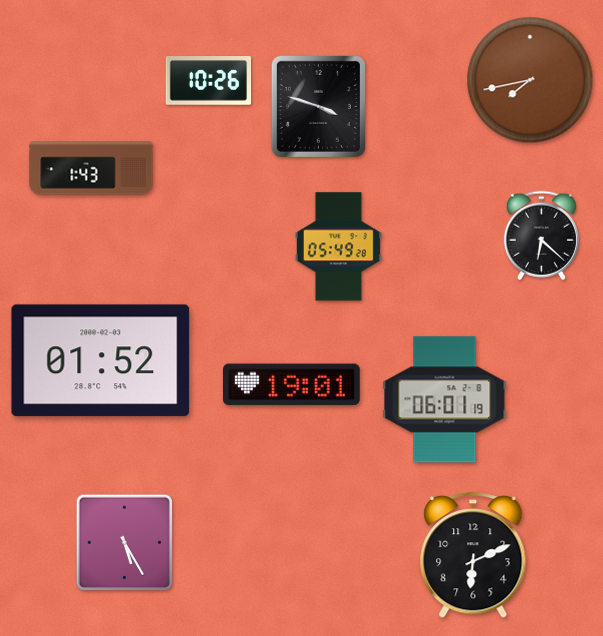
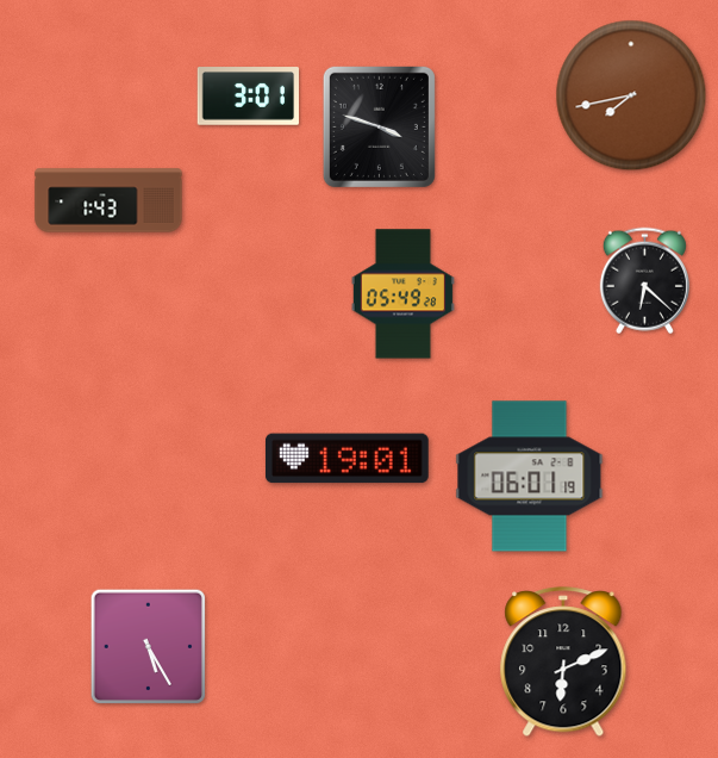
clock at (209, 81): 10:26 -> 3:01
clock at (101, 361): 01:52 -> none
